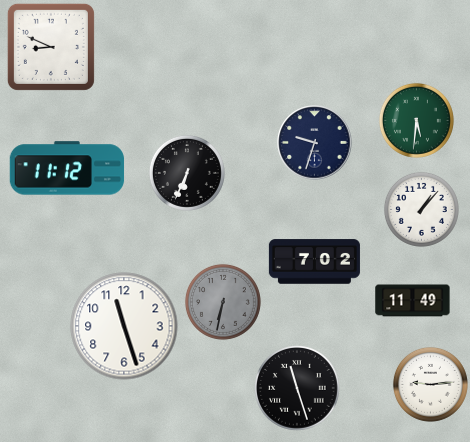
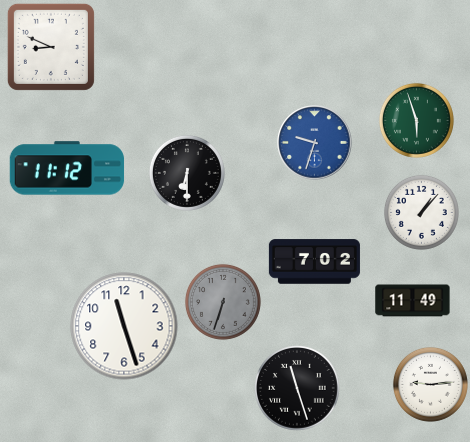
clock at (416, 120): 5:31 -> 5:57
clock at (315, 143) dial: navy -> blue
clock at (187, 173): 6:34 -> 6:30
clock at (421, 209) position: (421, 209) -> (421, 212)
clock at (223, 302): 6:32 -> 6:33
